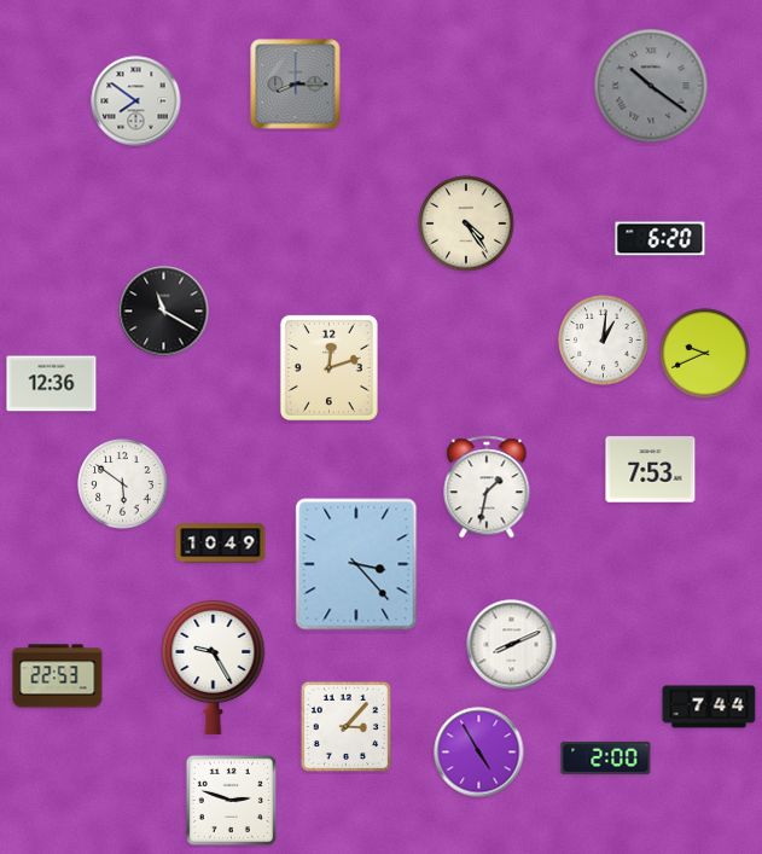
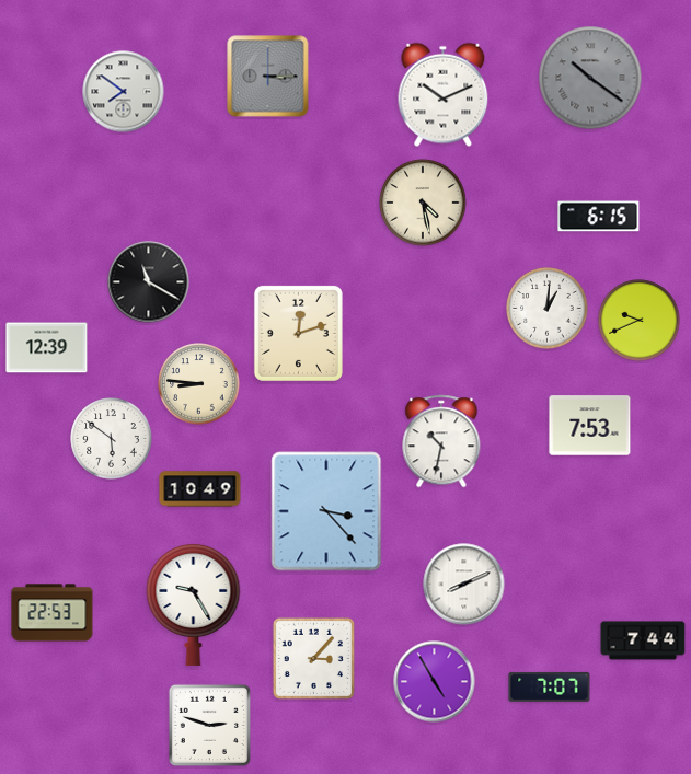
clock at (296, 85): 8:15 -> 3:15
clock at (444, 95): none -> 10:11
clock at (466, 223): 4:24 -> 4:28
clock at (661, 239): 6:20 -> 6:15
clock at (52, 384): 12:36 -> 12:39
clock at (199, 384): none -> 8:46
clock at (487, 487): 1:32 -> 10:32
clock at (221, 544) position: (221, 544) -> (200, 489)
clock at (356, 564) position: (356, 564) -> (326, 511)
clock at (606, 757): 2:00 -> 7:07
